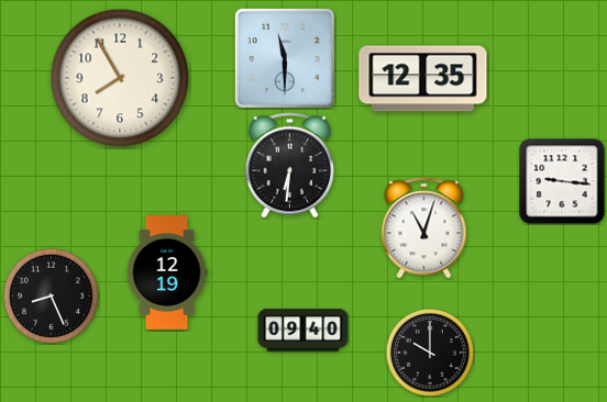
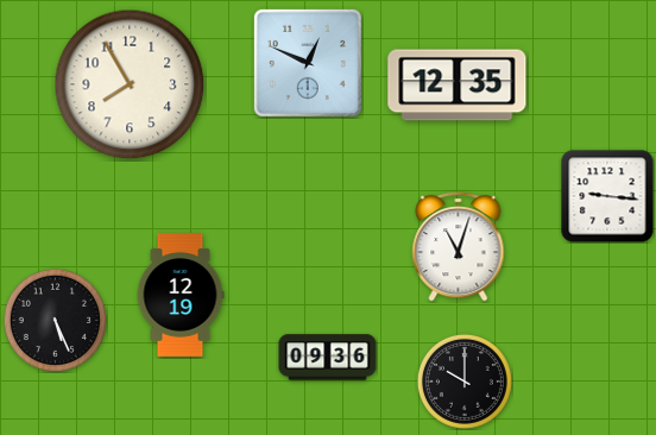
clock at (285, 58): 11:30 -> 12:49
clock at (289, 166): 6:31 -> none
clock at (51, 295): 8:26 -> 5:26
clock at (304, 331): 09:40 -> 09:36
